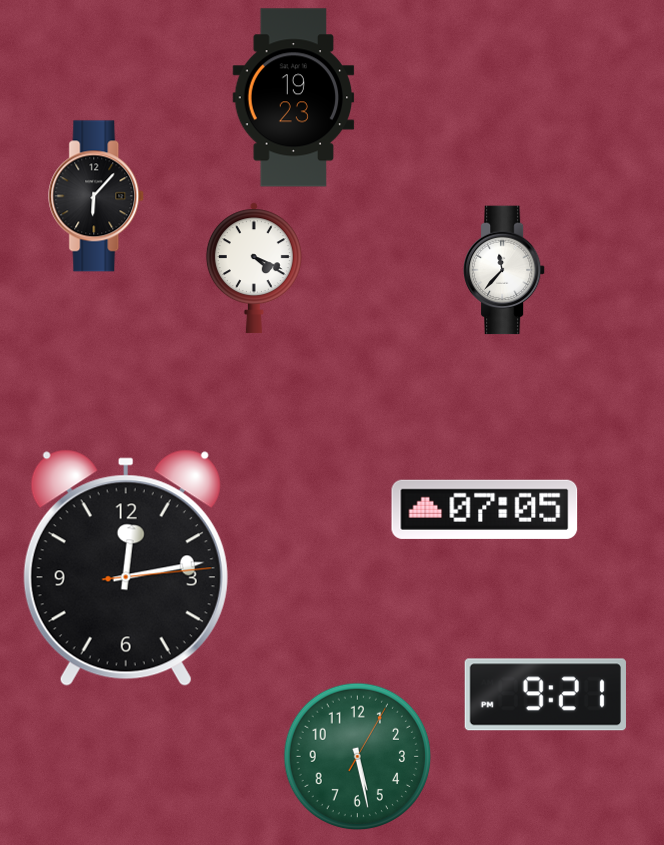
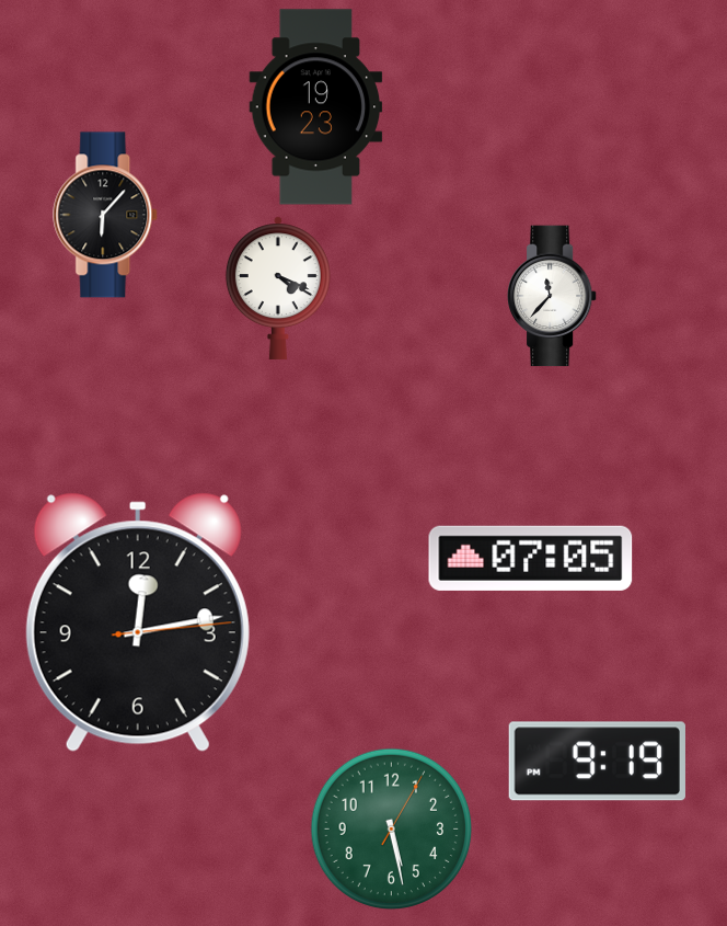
clock at (294, 98) position: (294, 98) -> (316, 107)
clock at (254, 268) position: (254, 268) -> (278, 288)
clock at (545, 695): 9:21 -> 9:19
